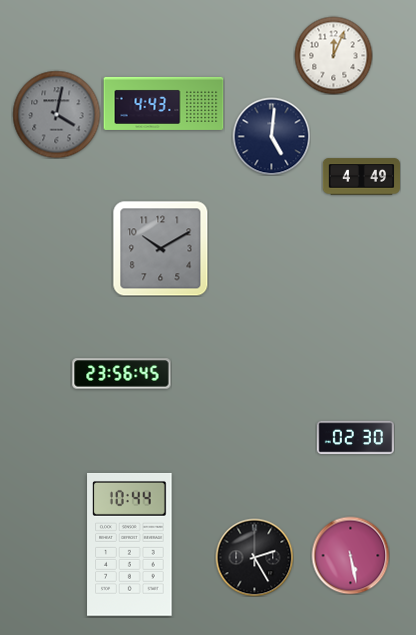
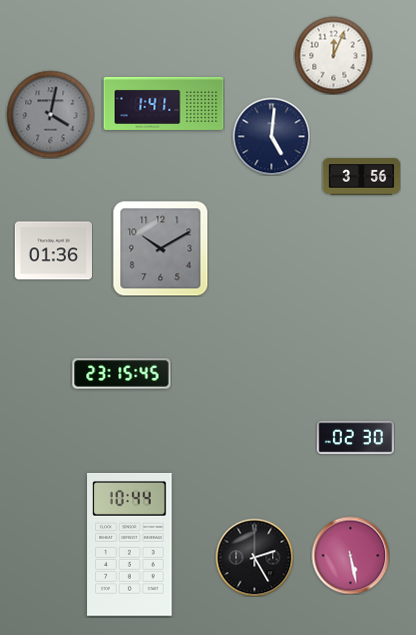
clock at (164, 103): 4:43 -> 1:41
clock at (56, 114) position: (56, 114) -> (50, 114)
clock at (361, 177): 4:49 -> 3:56
clock at (53, 251): none -> 01:36
clock at (122, 374): 23:56 -> 23:15
